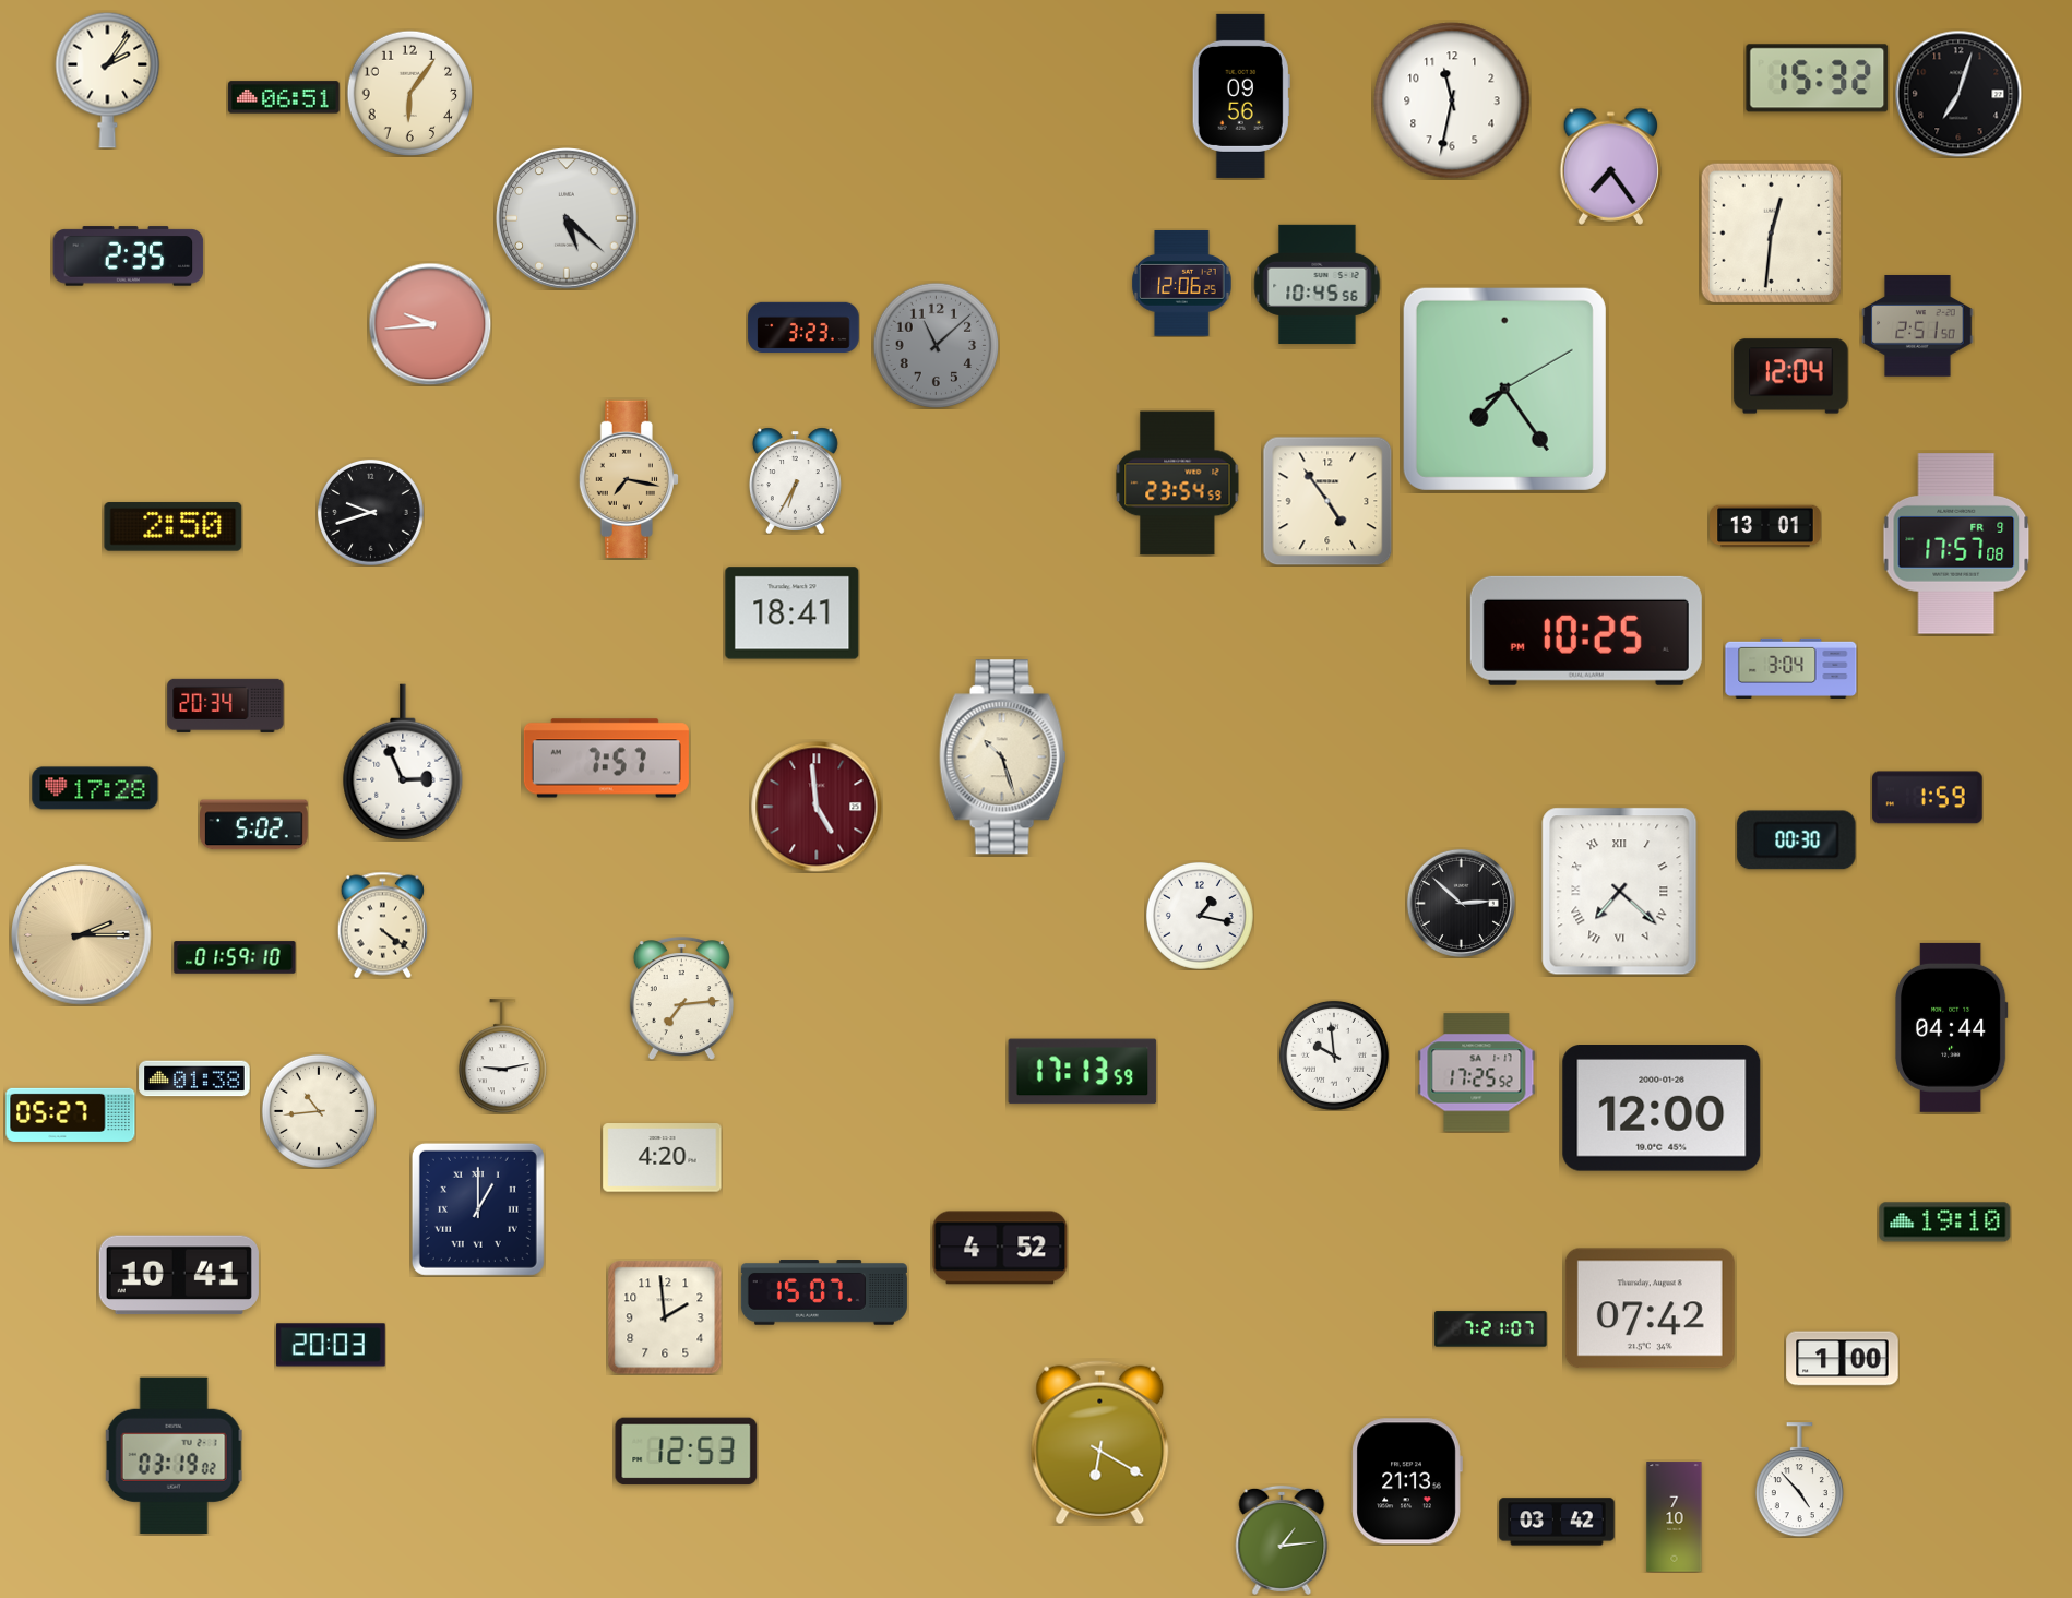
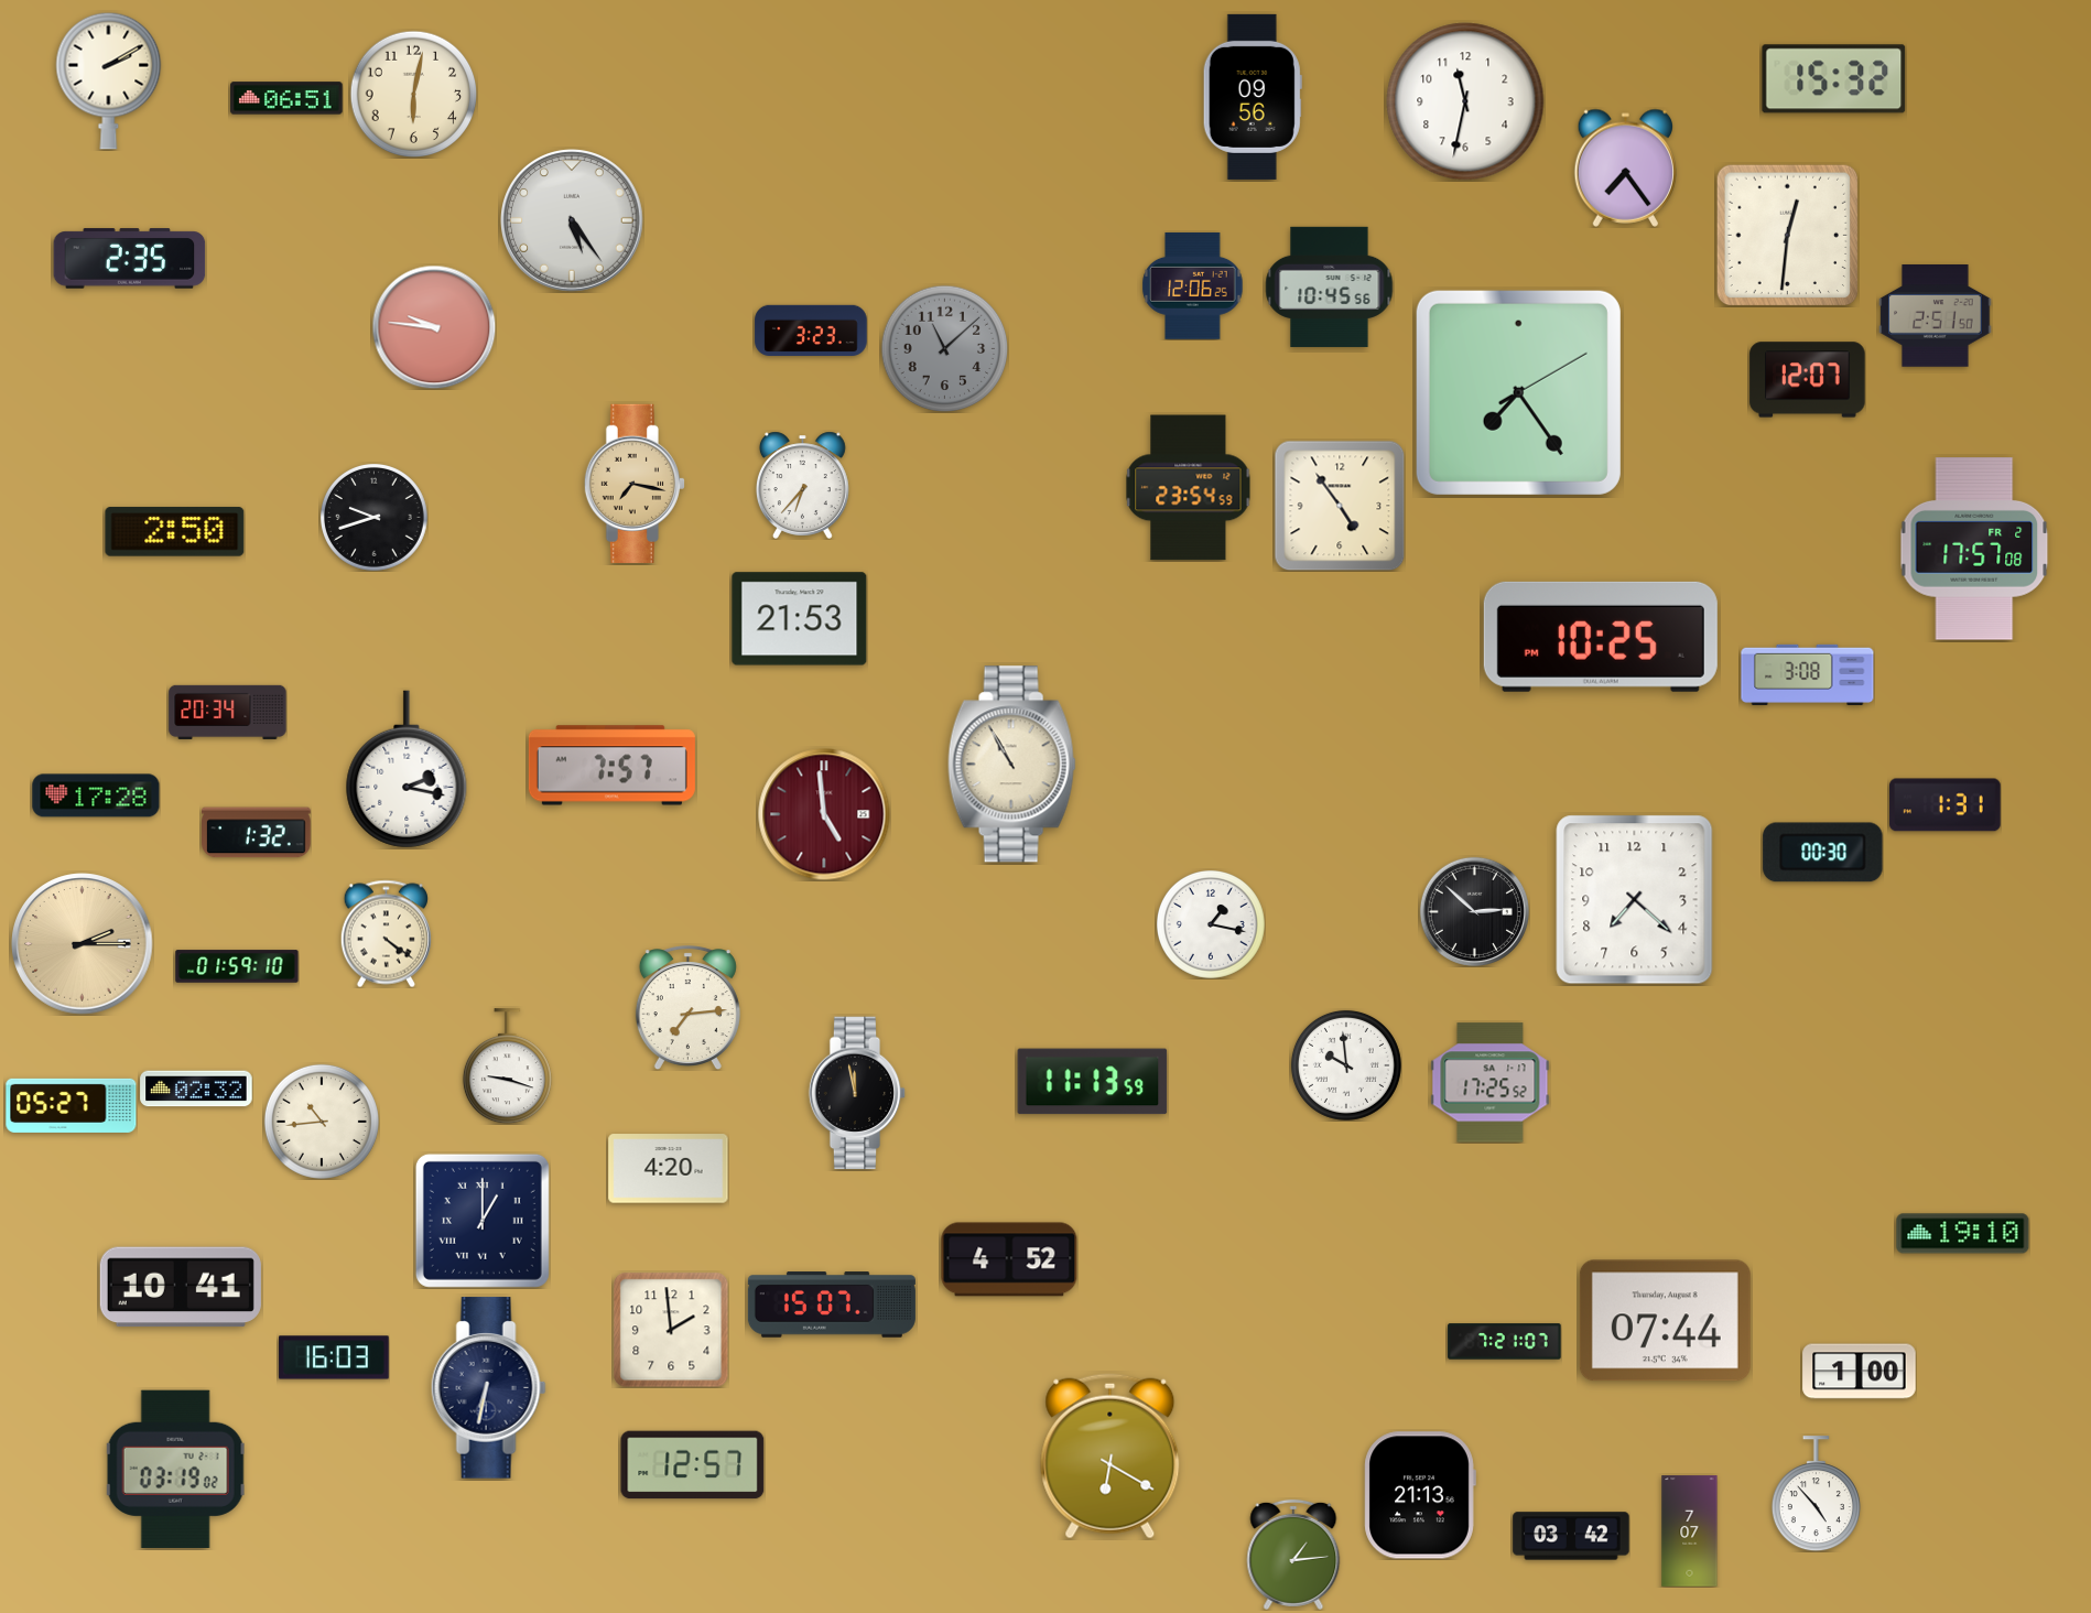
clock at (108, 80): 2:06 -> 2:10
clock at (409, 93): 6:06 -> 6:02
clock at (1958, 94): 7:03 -> none
clock at (567, 218): 5:22 -> 5:24
clock at (430, 324): 9:44 -> 9:46
clock at (1918, 326) position: (1918, 326) -> (1936, 316)
clock at (1791, 377): 12:04 -> 12:07
clock at (795, 480): 6:35 -> 6:37
clock at (1765, 526): 13:01 -> none
clock at (1956, 544) date: FR 9 -> FR 2
clock at (793, 613): 18:41 -> 21:53
clock at (1791, 668): 3:04 -> 3:08
clock at (1002, 758): 10:27 -> 10:55
clock at (403, 762): 2:56 -> 2:17
clock at (1928, 798): 1:59 -> 1:31
clock at (254, 825): 5:02 -> 1:32
clock at (1797, 840) position: (1797, 840) -> (1823, 853)
clock at (1620, 892) numerals: Roman -> Arabic
clock at (1951, 1027): 04:44 -> none
clock at (502, 1057): 9:13 -> 9:18
clock at (1083, 1072): 17:13 -> 11:13
clock at (194, 1078): 01:38 -> 02:32
clock at (857, 1093): none -> 11:58
clock at (1662, 1109): 12:00 -> none
clock at (71, 1114) position: (71, 1114) -> (72, 1105)
clock at (1650, 1309): 07:42 -> 07:44
clock at (331, 1345): 20:03 -> 16:03
clock at (488, 1388): none -> 6:32
clock at (687, 1452): 12:53 -> 12:57
clock at (1675, 1517): 7:10 -> 7:07
